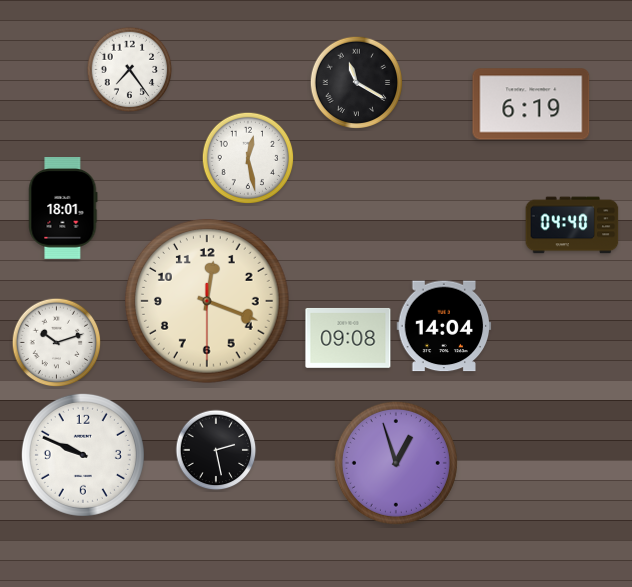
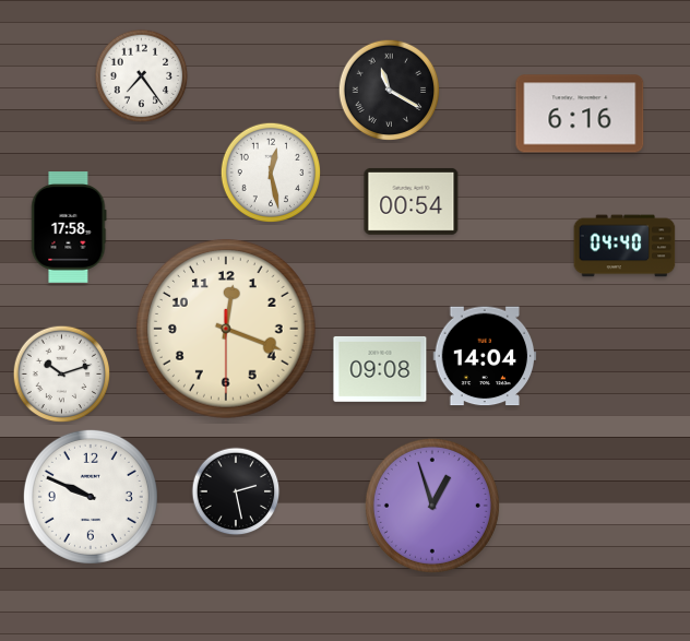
clock at (531, 104): 6:19 -> 6:16
clock at (412, 201): none -> 00:54
clock at (63, 209): 18:01 -> 17:58
